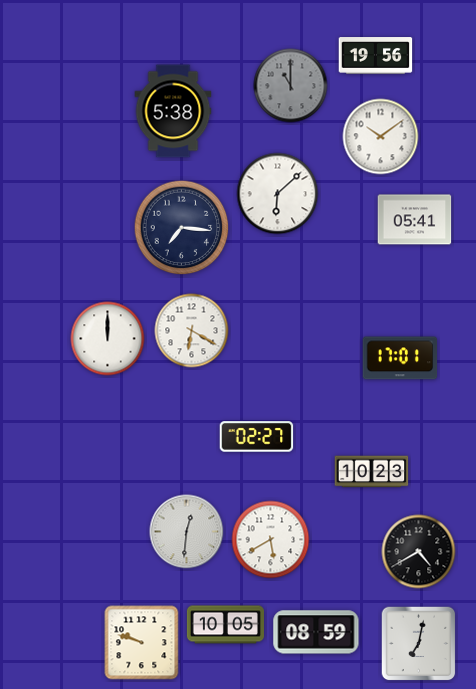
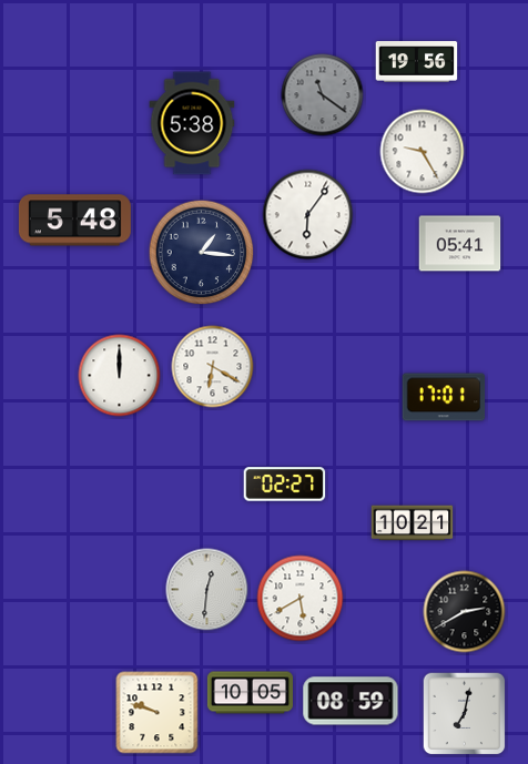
clock at (291, 86): 11:00 -> 11:21
clock at (381, 137): 10:09 -> 9:25
clock at (278, 194): 6:08 -> 6:06
clock at (74, 221): none -> 5:48
clock at (182, 228): 7:16 -> 1:16
clock at (372, 472): 10:23 -> 10:21
clock at (419, 552): 4:40 -> 2:40
